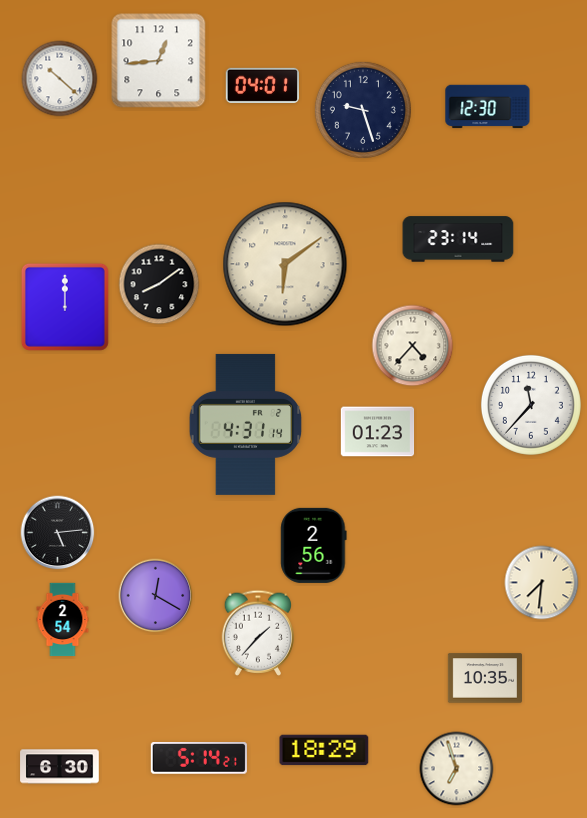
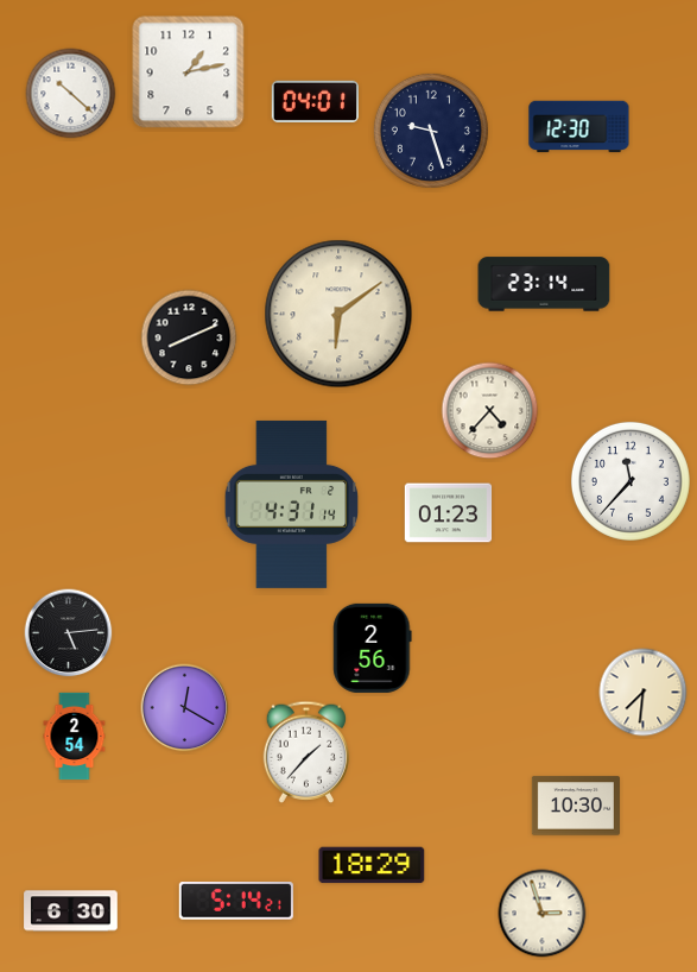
clock at (159, 61): 12:44 -> 1:13
clock at (262, 85) position: (262, 85) -> (315, 101)
clock at (159, 284): 8:09 -> 8:11
clock at (65, 307): 12:00 -> none
clock at (485, 678): 10:35 -> 10:30
clock at (324, 750) position: (324, 750) -> (372, 865)
clock at (457, 769): 6:57 -> 2:57
